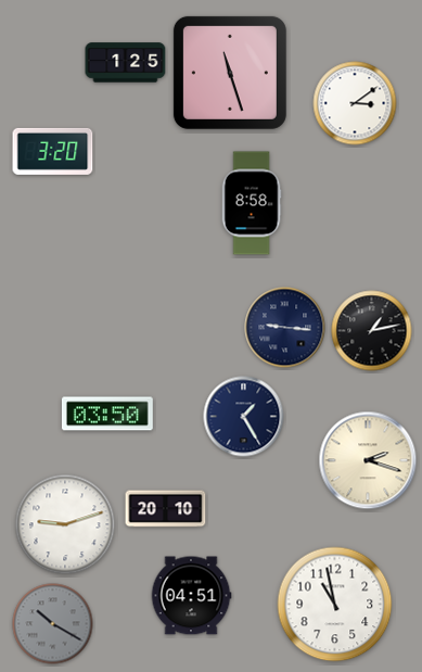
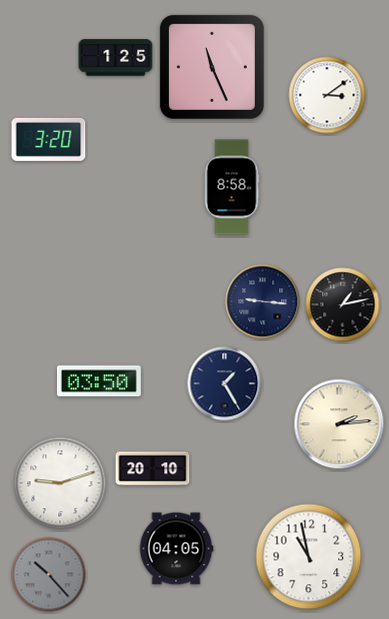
clock at (230, 73): 11:27 -> 11:26
clock at (368, 460): 2:18 -> 2:14
clock at (191, 596): 04:51 -> 04:05
clock at (53, 624): 10:20 -> 10:23
